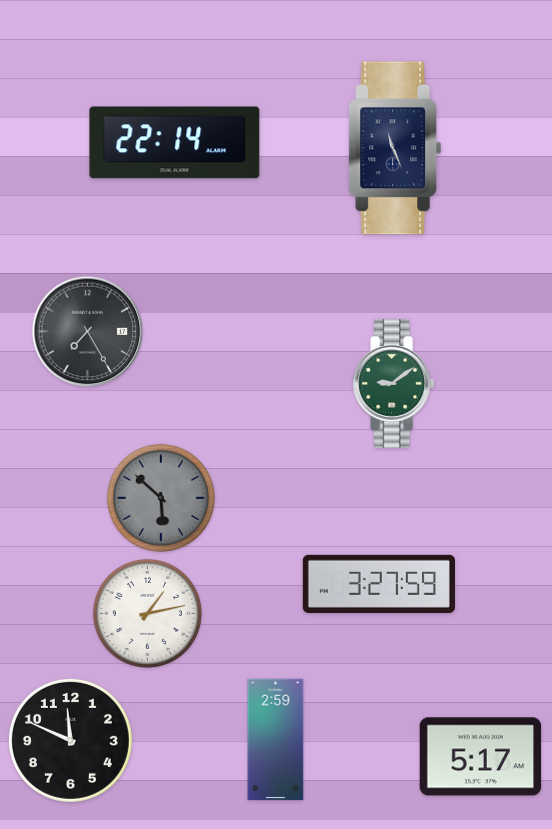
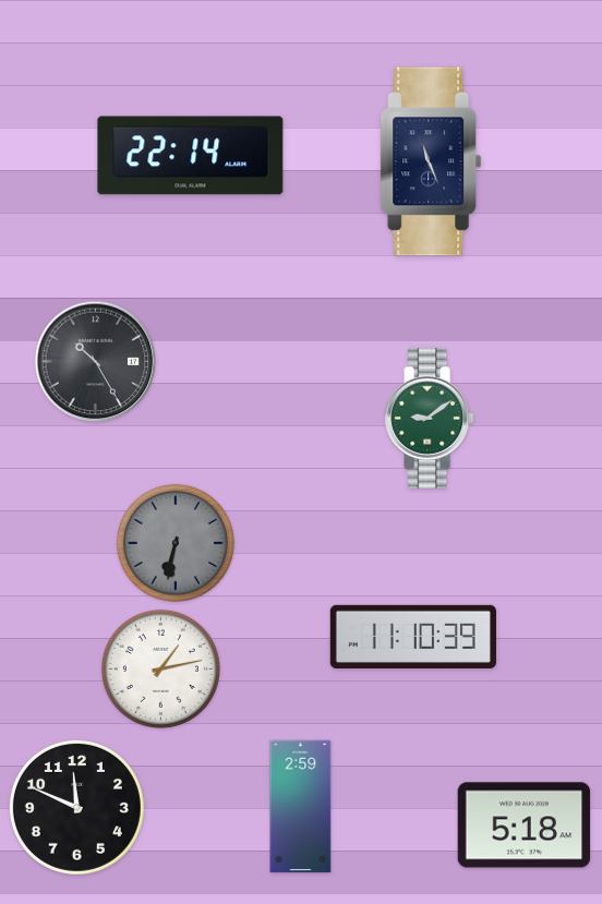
clock at (88, 332): 7:25 -> 10:25
clock at (161, 498): 5:52 -> 6:32
clock at (379, 584): 3:27 -> 11:10
clock at (481, 757): 5:17 -> 5:18
